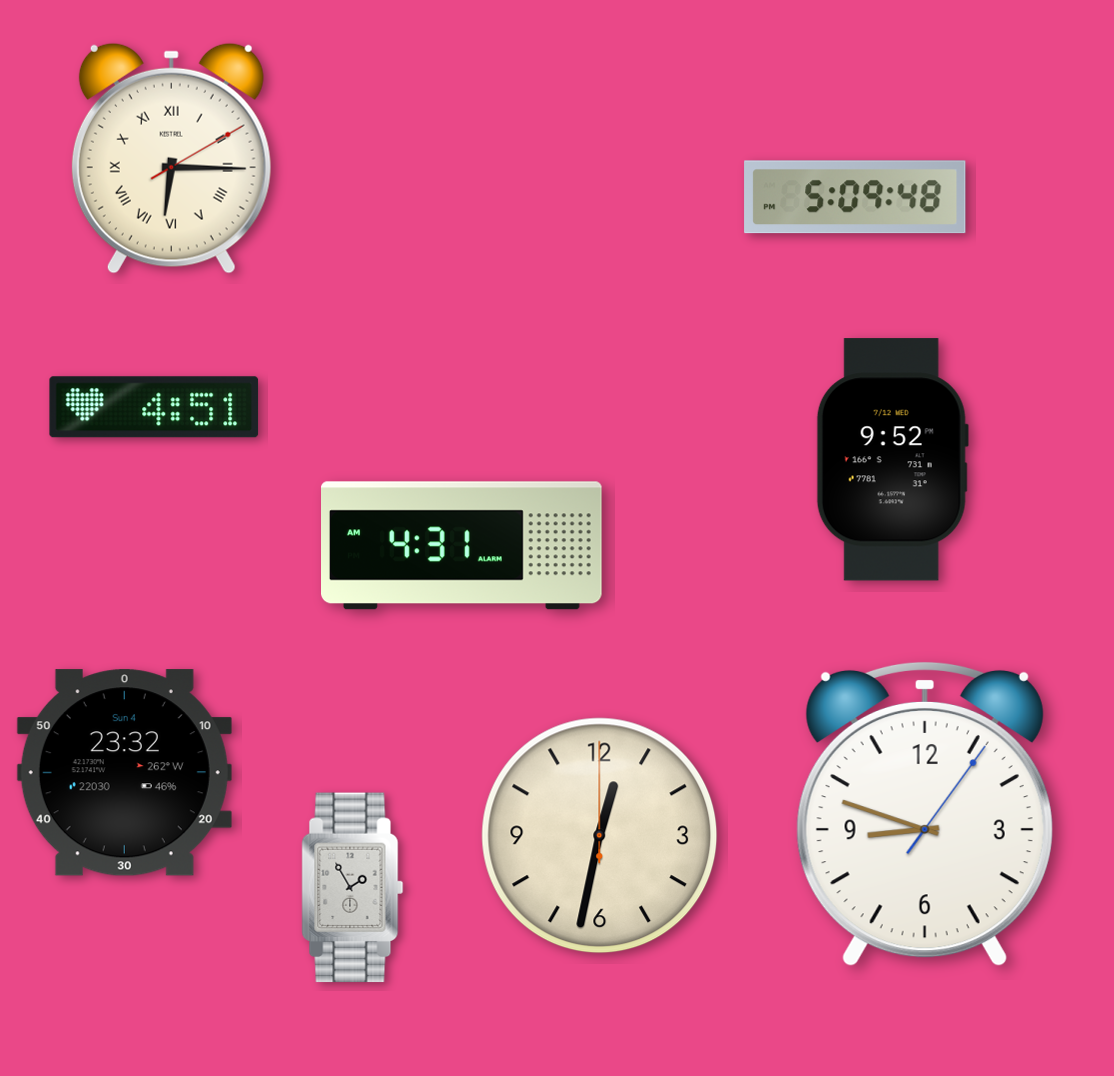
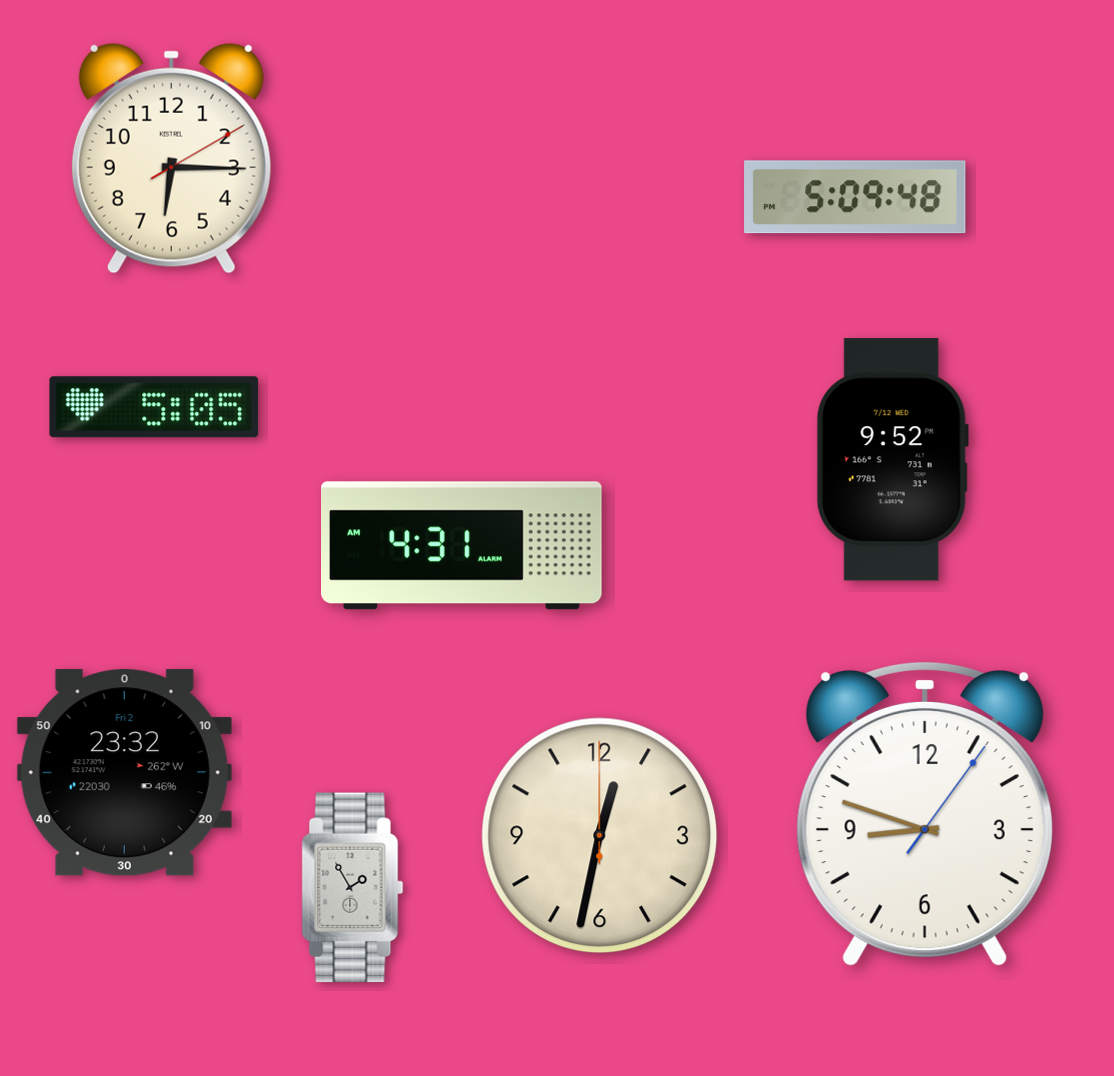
clock at (171, 158) numerals: Roman -> Arabic
clock at (154, 407): 4:51 -> 5:05
clock at (124, 773) date: Sun 4 -> Fri 2
